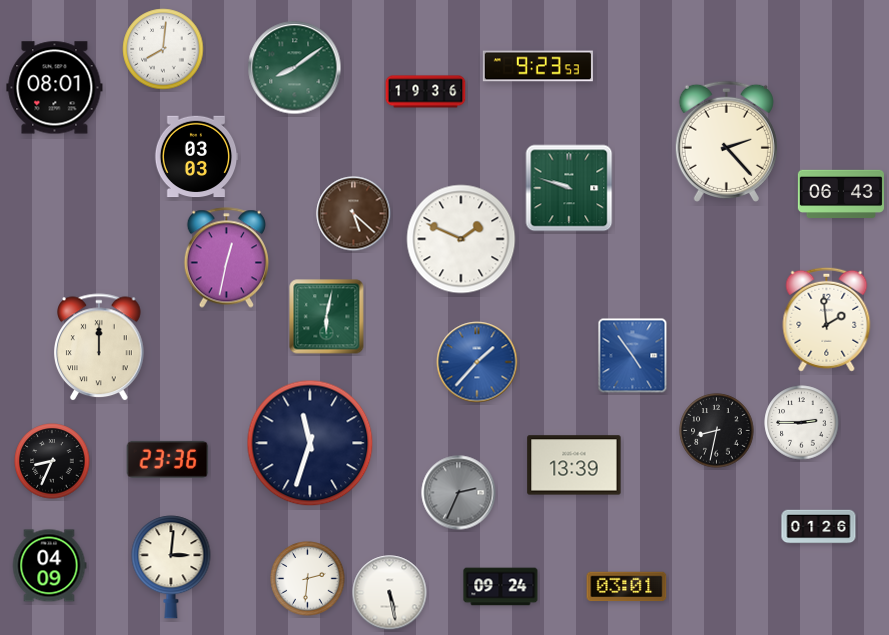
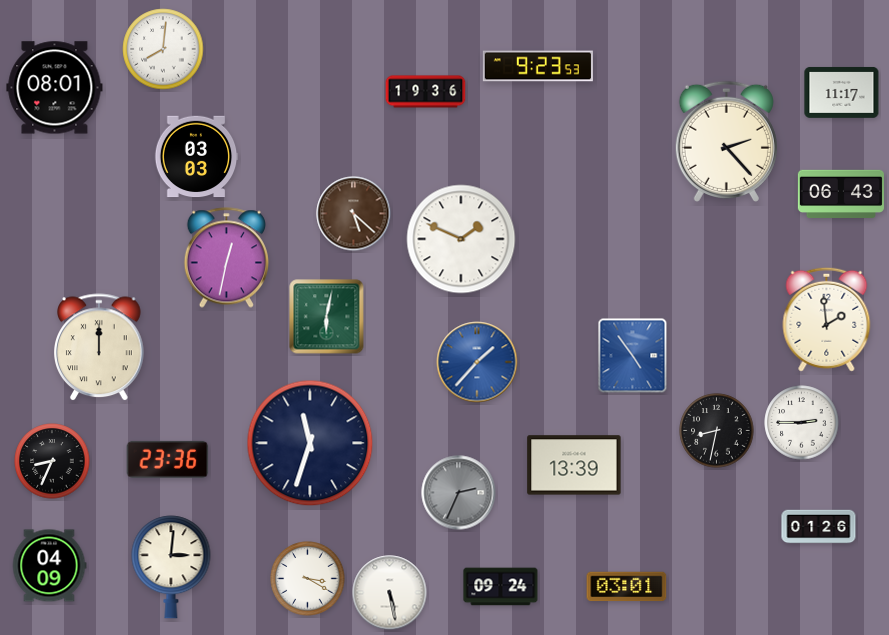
clock at (295, 68): 8:09 -> none
clock at (842, 92): none -> 11:17
clock at (569, 188): 9:48 -> none
clock at (308, 579): 2:31 -> 3:20
